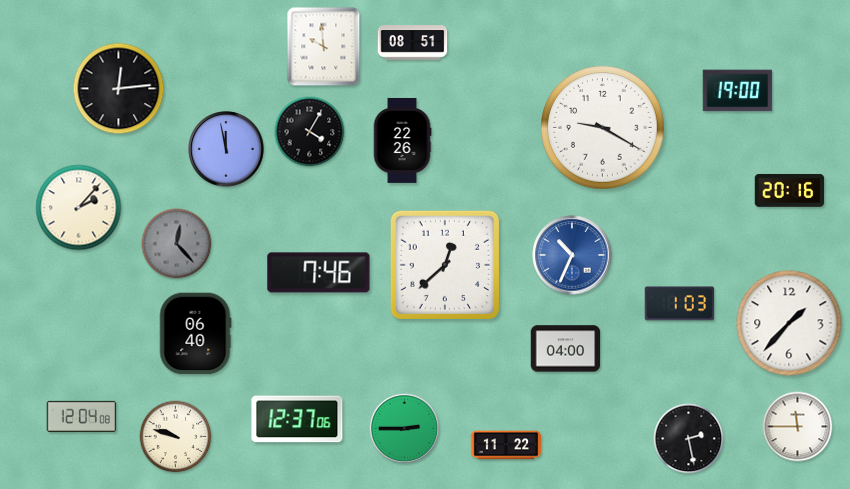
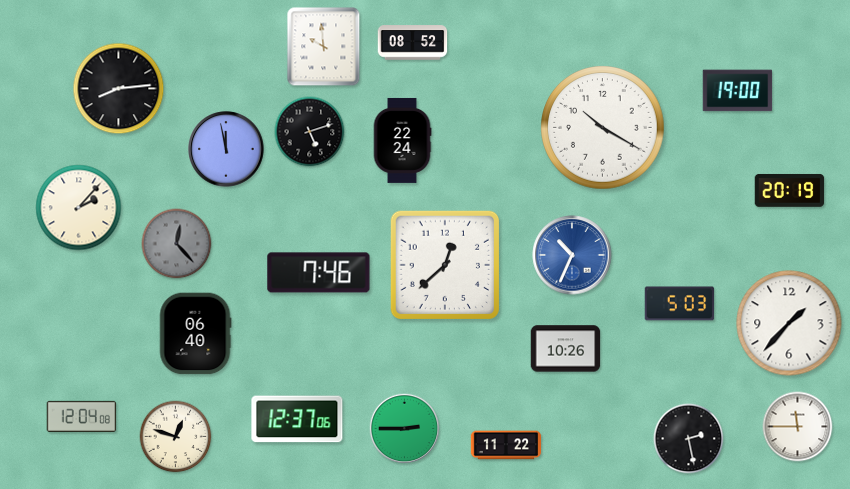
clock at (413, 43): 08:51 -> 08:52
clock at (119, 89): 12:14 -> 8:14
clock at (603, 128): 9:20 -> 10:20
clock at (310, 132): 4:05 -> 5:12
clock at (402, 140): 22:26 -> 22:24
clock at (790, 190): 20:16 -> 20:19
clock at (680, 304): 1:03 -> 5:03
clock at (566, 349): 04:00 -> 10:26
clock at (176, 437): 9:48 -> 12:48
